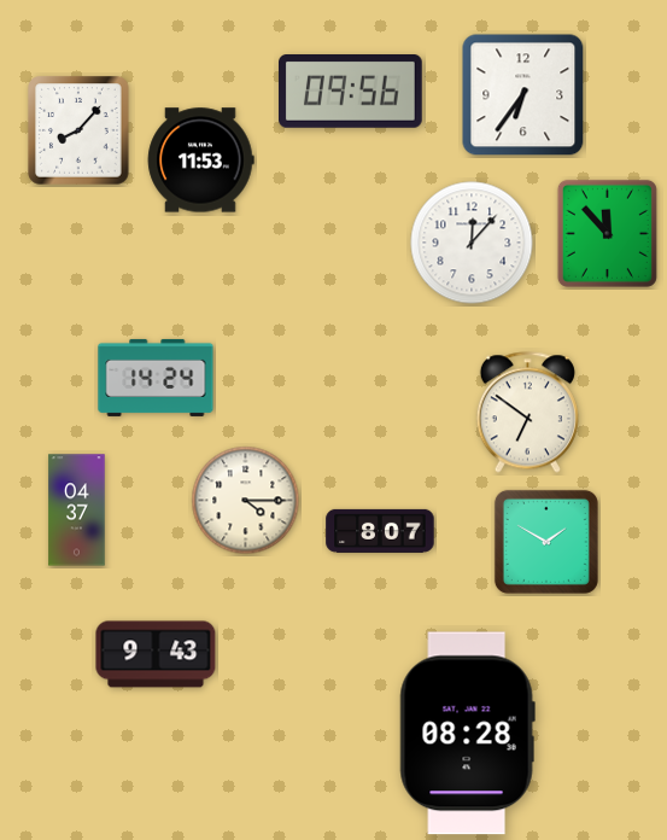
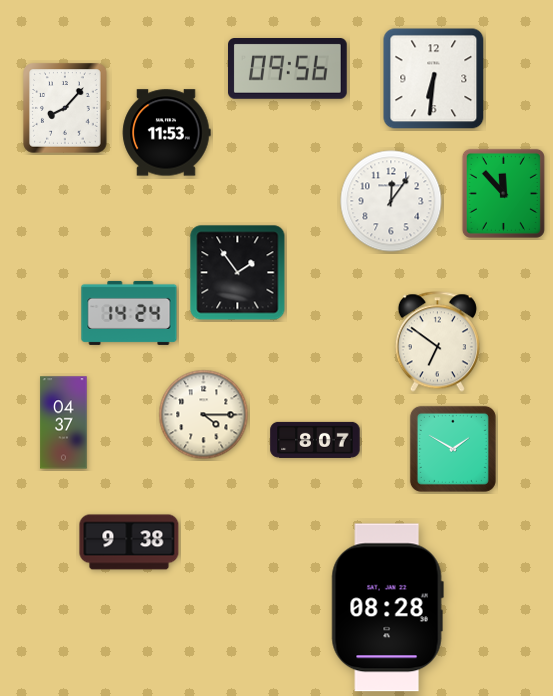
clock at (351, 92) position: (351, 92) -> (288, 69)
clock at (523, 95): 6:36 -> 6:31
clock at (472, 243): 12:07 -> 12:06
clock at (238, 273): none -> 1:54
clock at (156, 654): 9:43 -> 9:38
